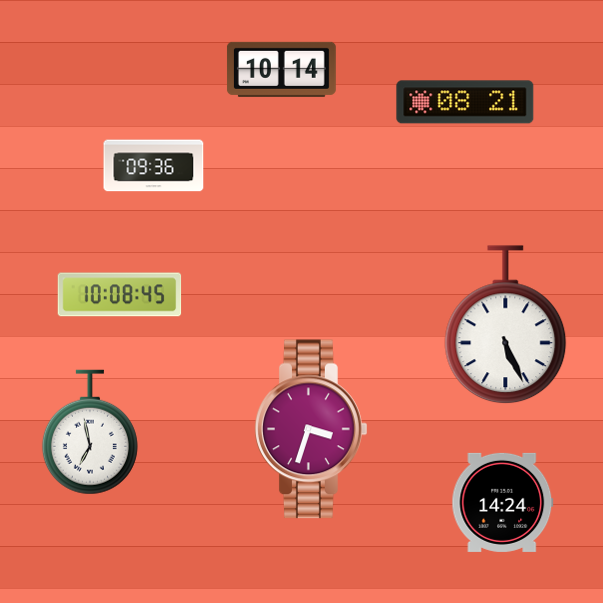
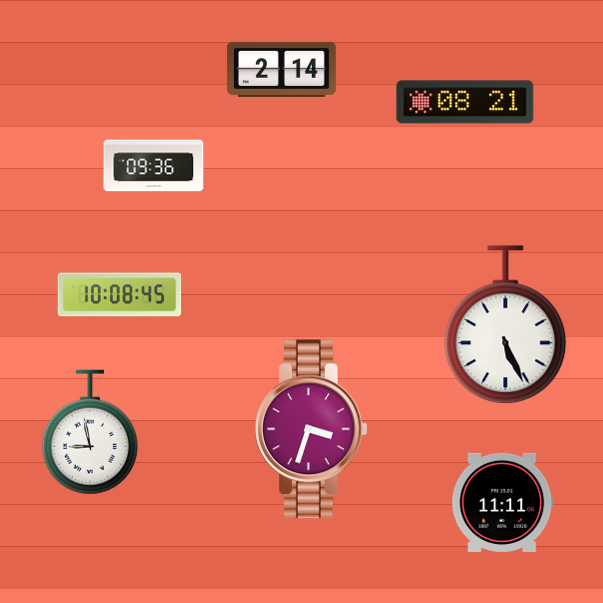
clock at (281, 69): 10:14 -> 2:14
clock at (90, 432): 6:58 -> 8:58
clock at (503, 502): 14:24 -> 11:11
